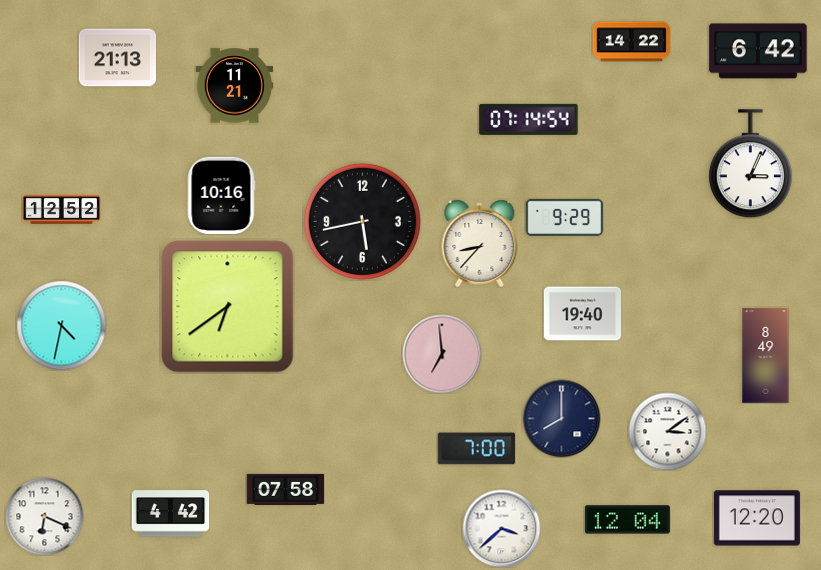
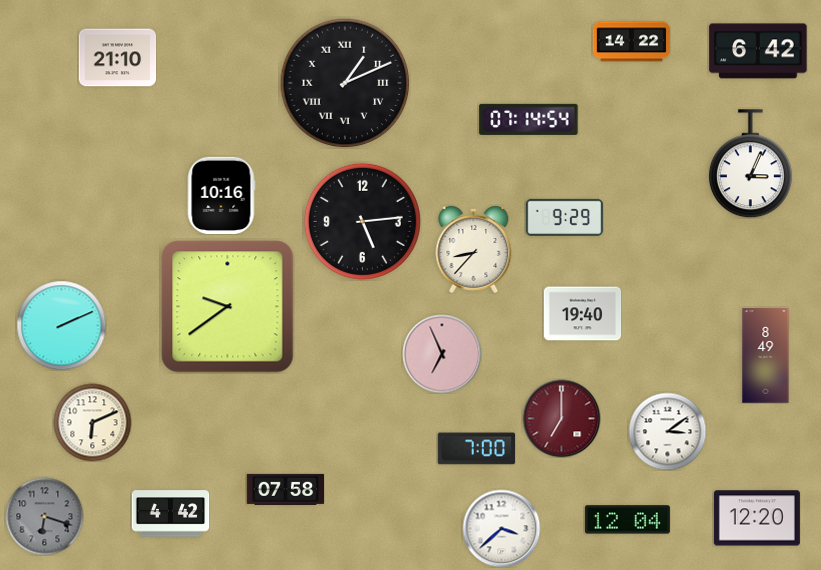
clock at (117, 58): 21:13 -> 21:10
clock at (345, 83): none -> 1:11
clock at (234, 86): 11:21 -> none
clock at (61, 210): 12:52 -> none
clock at (362, 221): 5:43 -> 5:14
clock at (480, 244) position: (480, 244) -> (474, 250)
clock at (228, 307): 6:39 -> 9:39
clock at (61, 325): 4:32 -> 2:11
clock at (442, 354): 6:59 -> 6:56
clock at (561, 418): 8:00 -> 7:00
clock at (561, 418) dial: navy -> burgundy
clock at (92, 422): none -> 6:11
clock at (44, 516): 6:19 -> 6:18
clock at (44, 516) dial: white -> grey
